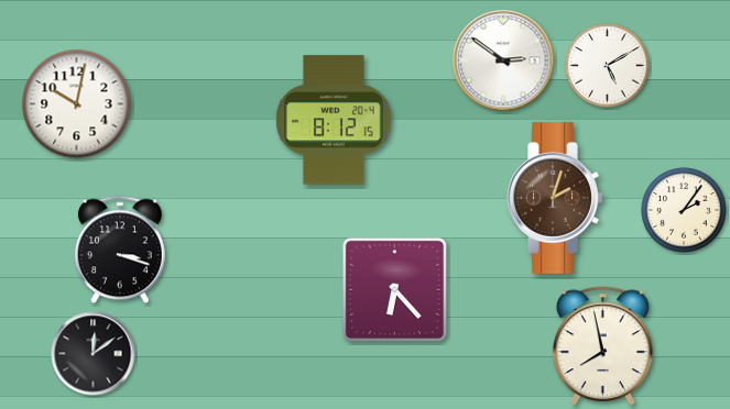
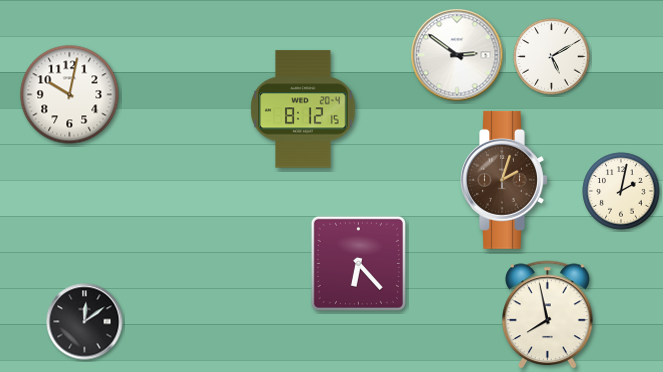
clock at (608, 66) position: (608, 66) -> (552, 57)
clock at (684, 210): 2:06 -> 2:02
clock at (120, 250): 3:18 -> none
